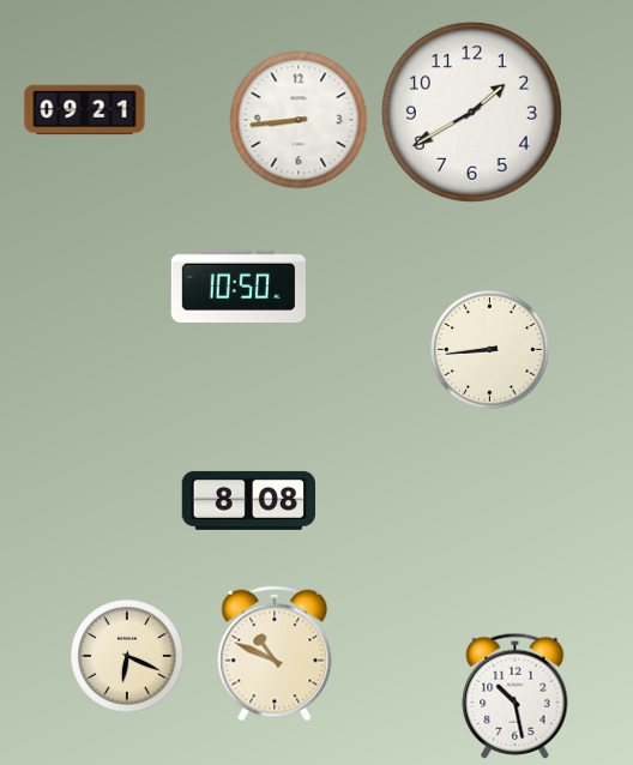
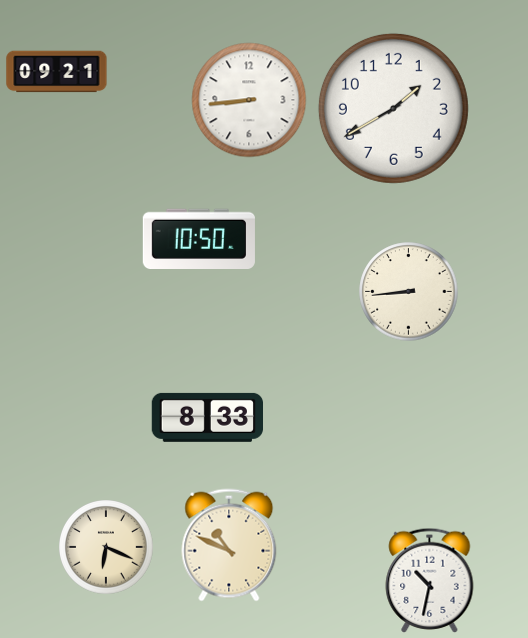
clock at (85, 110) position: (85, 110) -> (57, 72)
clock at (471, 112) position: (471, 112) -> (393, 108)
clock at (248, 500): 8:08 -> 8:33
clock at (516, 695): 10:28 -> 10:32
